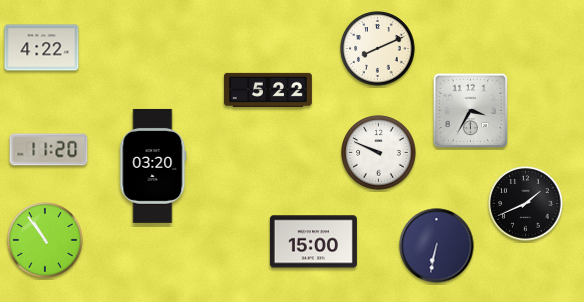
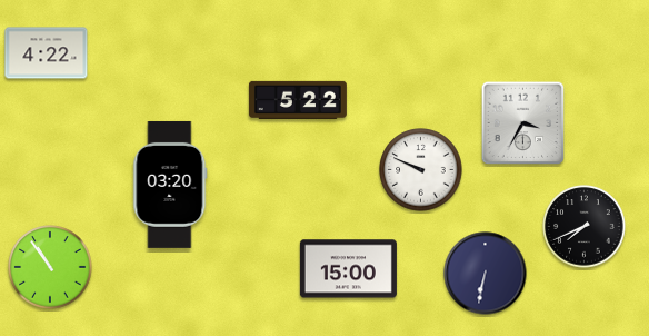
clock at (378, 49): 8:11 -> none
clock at (49, 150): 11:20 -> none
clock at (526, 204): 1:41 -> 7:41
